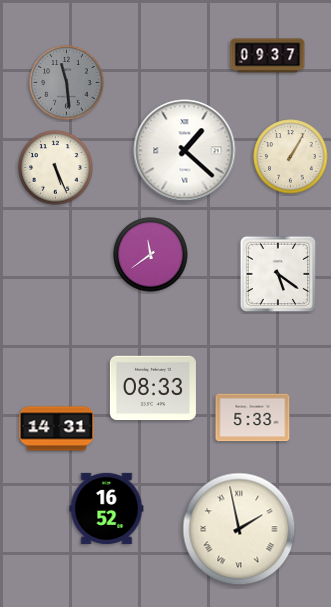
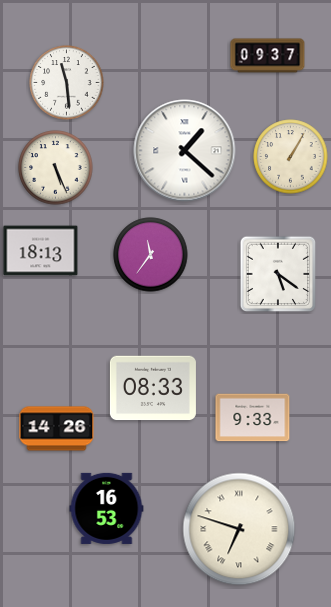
clock at (67, 83) dial: grey -> white
clock at (41, 251): none -> 18:13
clock at (151, 255): 11:39 -> 11:36
clock at (253, 418): 5:33 -> 9:33
clock at (57, 429): 14:31 -> 14:26
clock at (107, 508): 16:52 -> 16:53
clock at (239, 529): 1:58 -> 6:48
